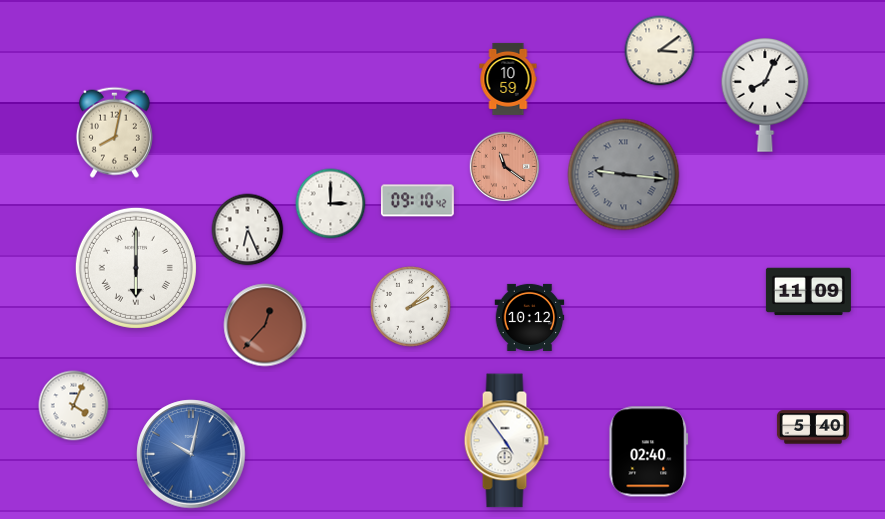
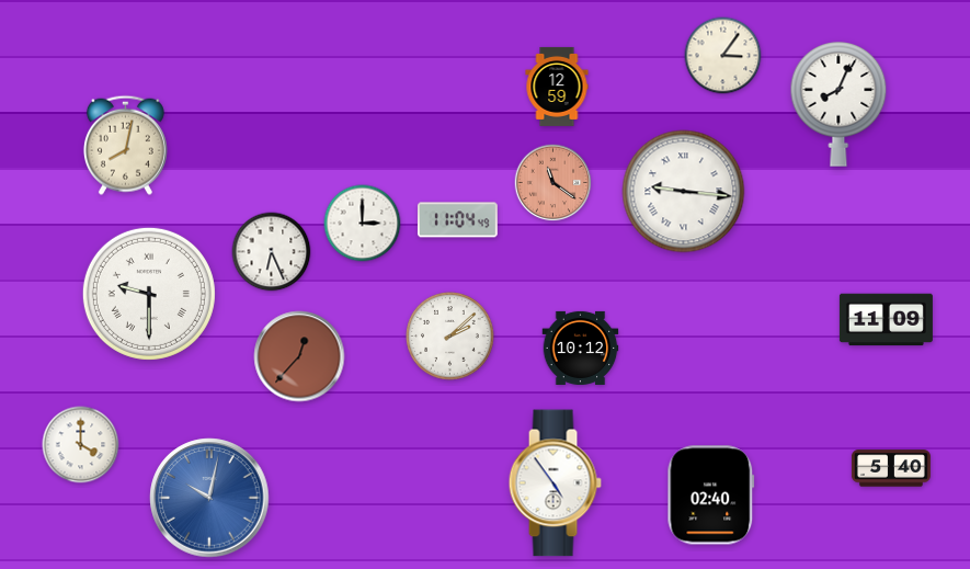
clock at (660, 51): 3:09 -> 3:06
clock at (508, 79): 10:59 -> 12:59
clock at (624, 175) dial: grey -> white
clock at (417, 201): 09:10 -> 11:04
clock at (136, 268): 6:00 -> 9:30
clock at (265, 325) position: (265, 325) -> (299, 356)
clock at (74, 406): 4:04 -> 4:00
